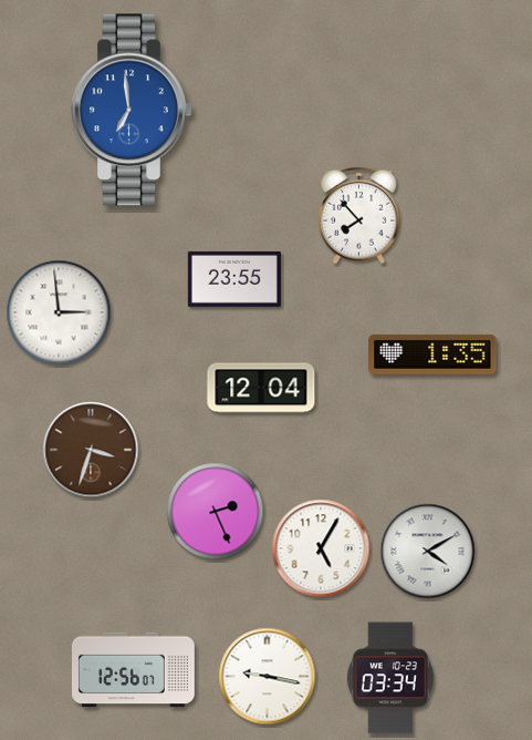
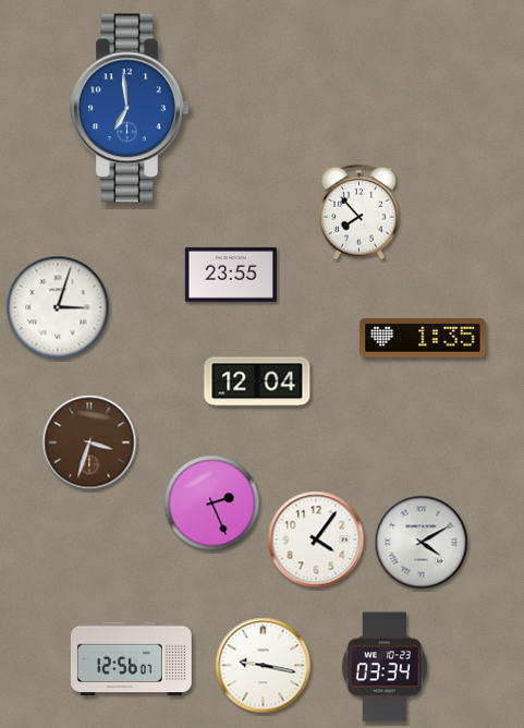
clock at (359, 216) position: (359, 216) -> (360, 213)
clock at (59, 312): 2:59 -> 3:03
clock at (432, 354) position: (432, 354) -> (423, 338)
clock at (321, 548): 5:05 -> 4:06
